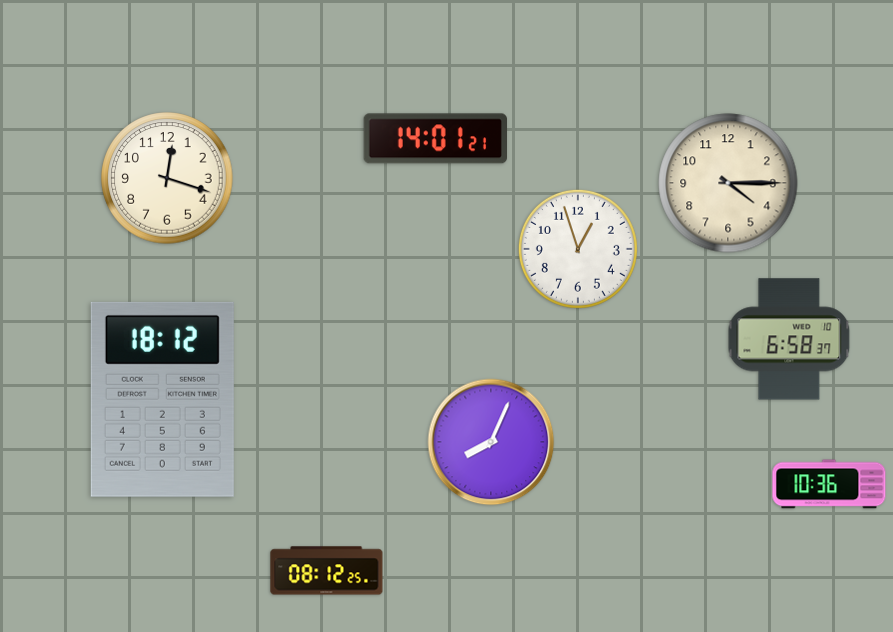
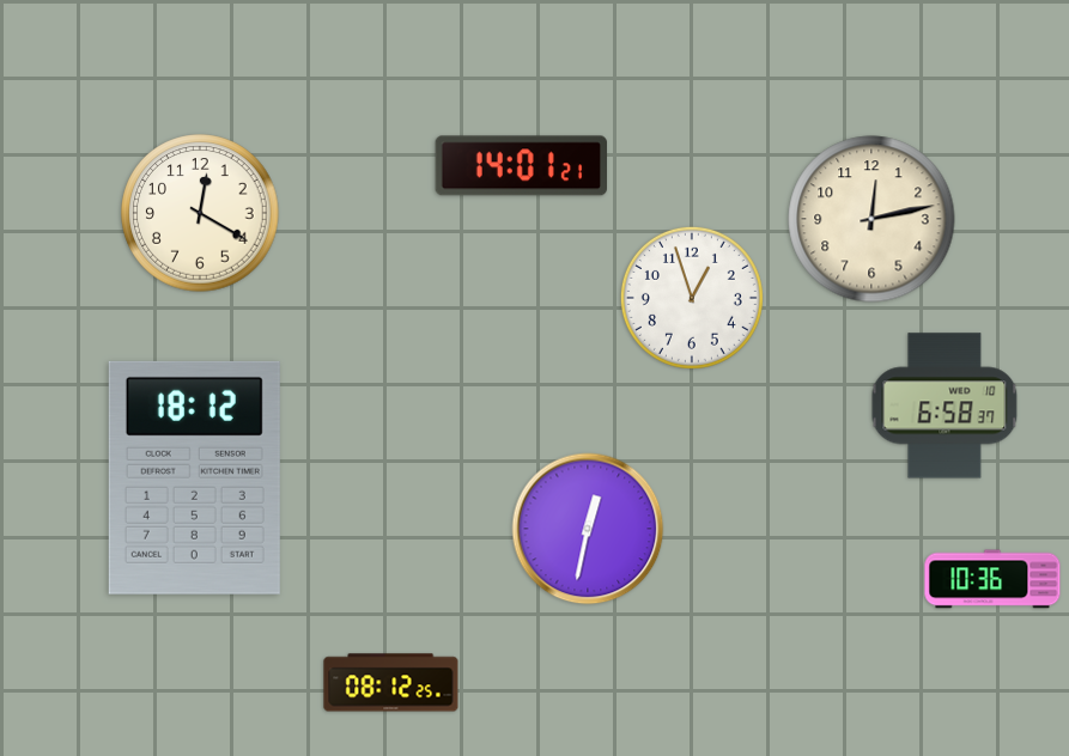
clock at (167, 178): 12:18 -> 12:20
clock at (728, 183): 4:15 -> 12:13
clock at (491, 442): 8:04 -> 12:32
